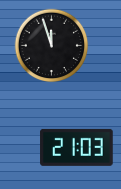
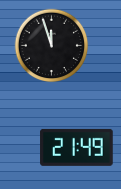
clock at (77, 147): 21:03 -> 21:49
